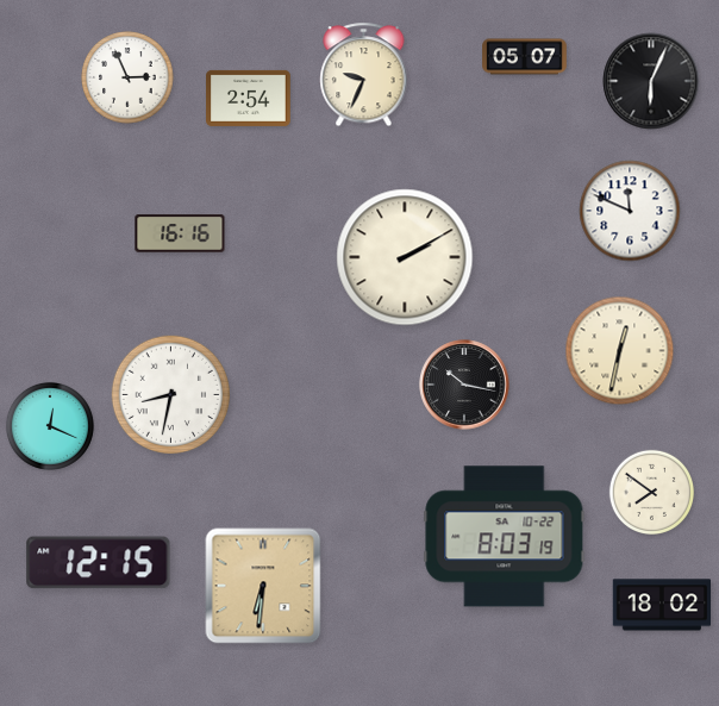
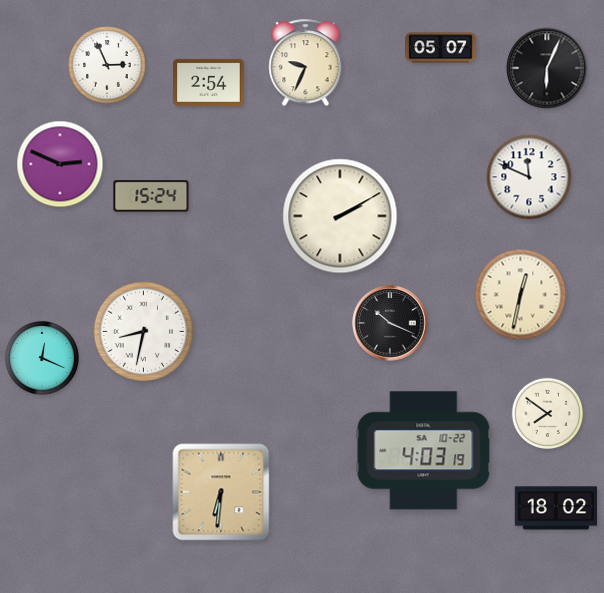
clock at (60, 164): none -> 2:49
clock at (180, 233): 16:16 -> 15:24
clock at (464, 385): 10:17 -> 10:19
clock at (505, 537): 8:03 -> 4:03
clock at (99, 563): 12:15 -> none
